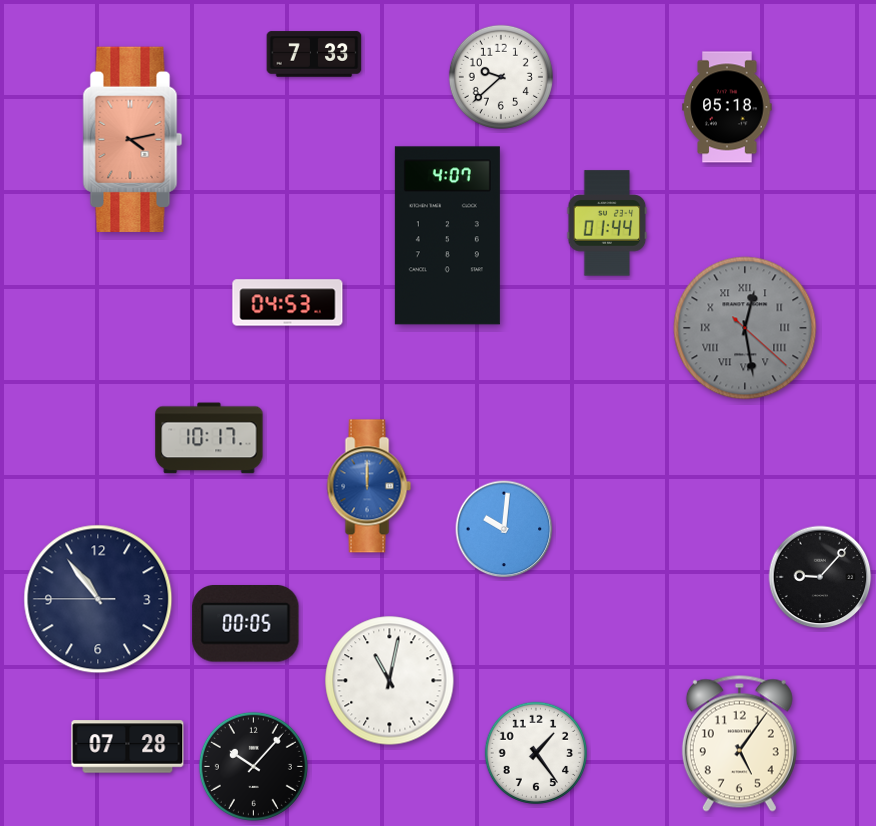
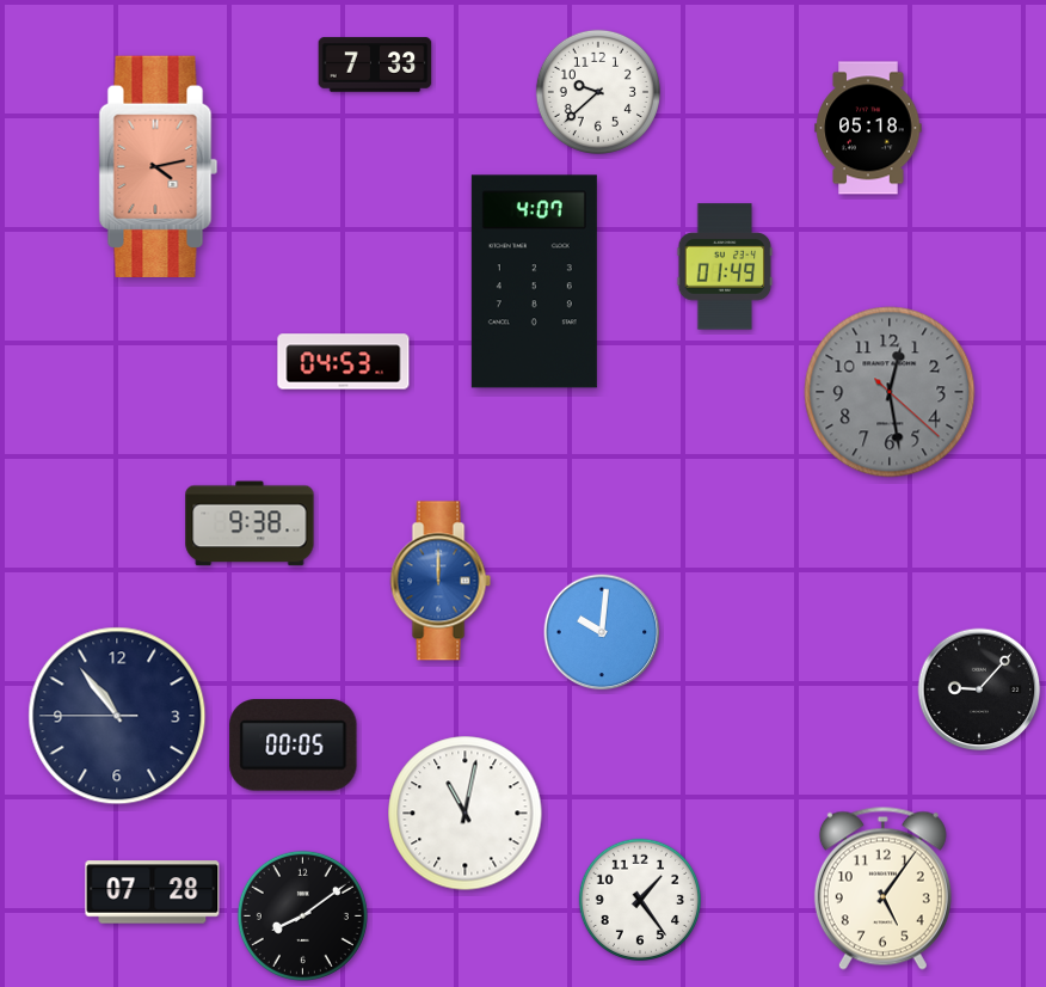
clock at (607, 223): 01:44 -> 01:49
clock at (745, 328) numerals: Roman -> Arabic
clock at (209, 438): 10:17 -> 9:38
clock at (253, 766): 10:07 -> 8:09
